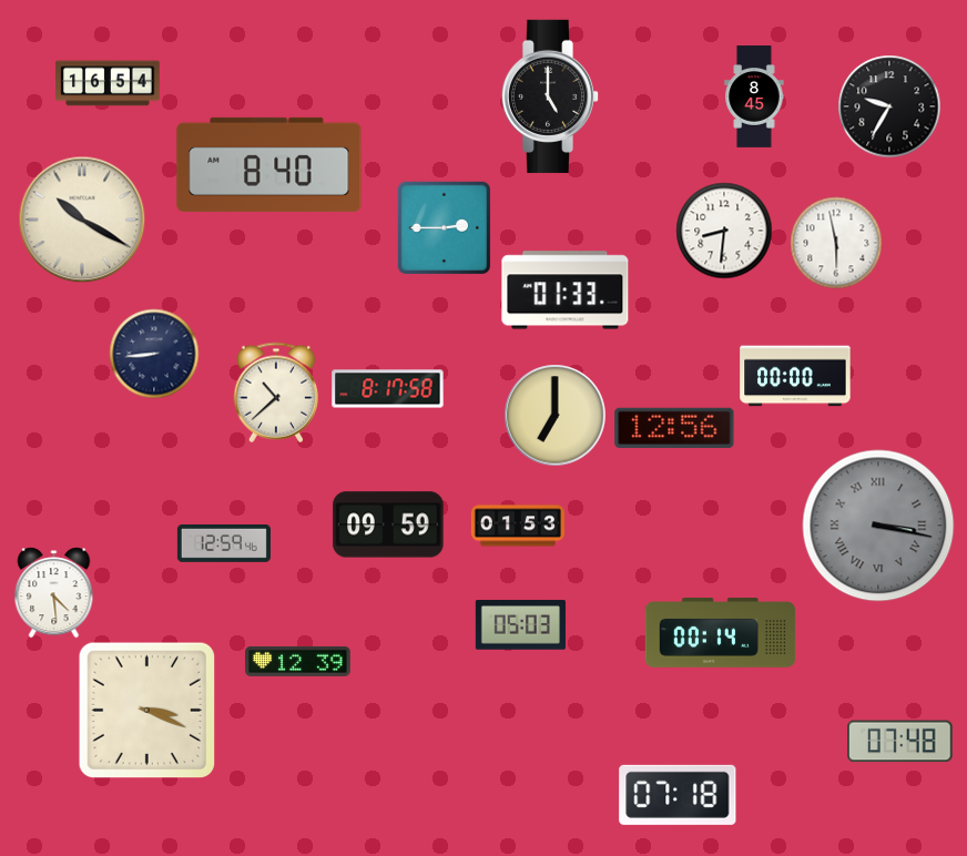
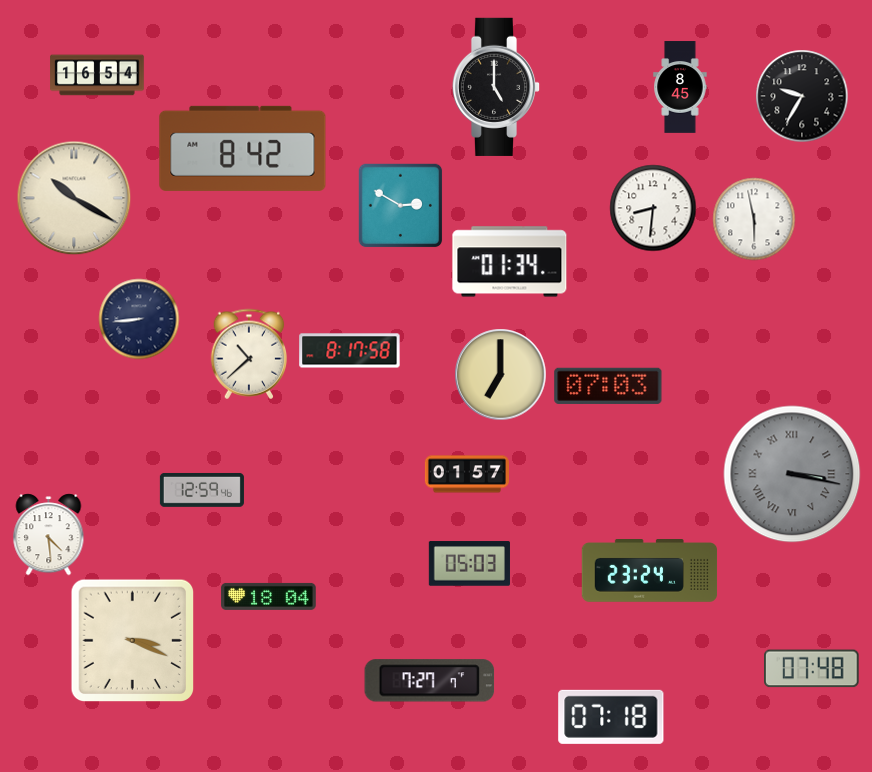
clock at (269, 164): 8:40 -> 8:42
clock at (444, 227): 2:45 -> 2:50
clock at (566, 291): 01:33 -> 01:34
clock at (795, 376): 00:00 -> none
clock at (674, 428): 12:56 -> 07:03
clock at (388, 524): 09:59 -> none
clock at (518, 526): 01:53 -> 01:57
clock at (721, 633): 00:14 -> 23:24
clock at (298, 661): 12:39 -> 18:04
clock at (430, 681): none -> 7:27
